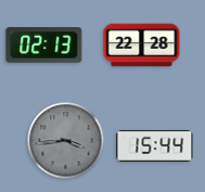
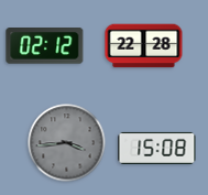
clock at (44, 46): 02:13 -> 02:12
clock at (155, 145): 15:44 -> 15:08
